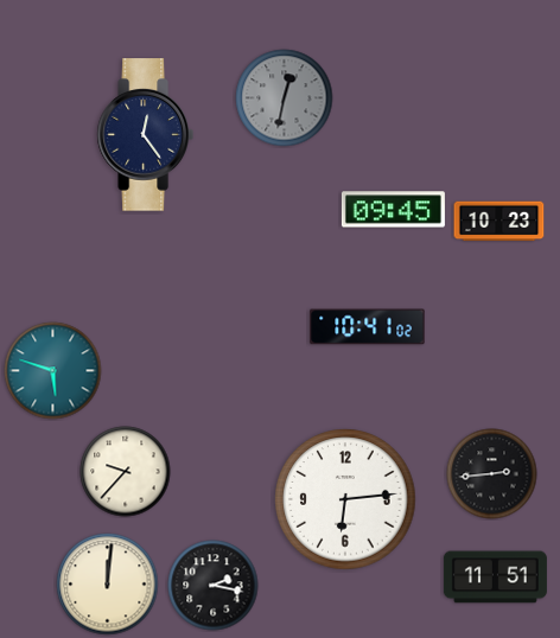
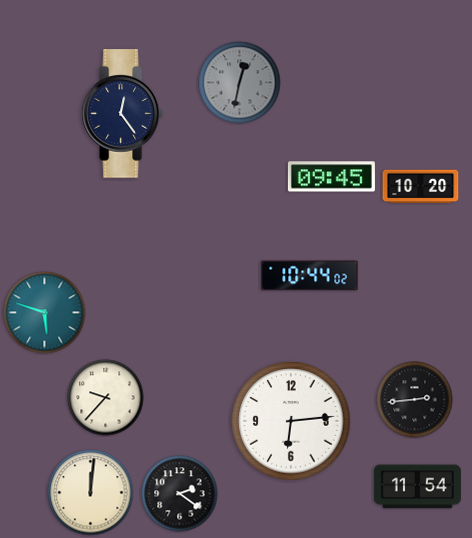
clock at (499, 222): 10:23 -> 10:20
clock at (368, 327): 10:41 -> 10:44
clock at (495, 578): 11:51 -> 11:54
clock at (214, 586): 2:17 -> 2:21
